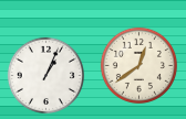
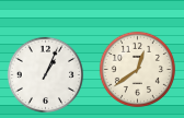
clock at (138, 65) position: (138, 65) -> (137, 69)
